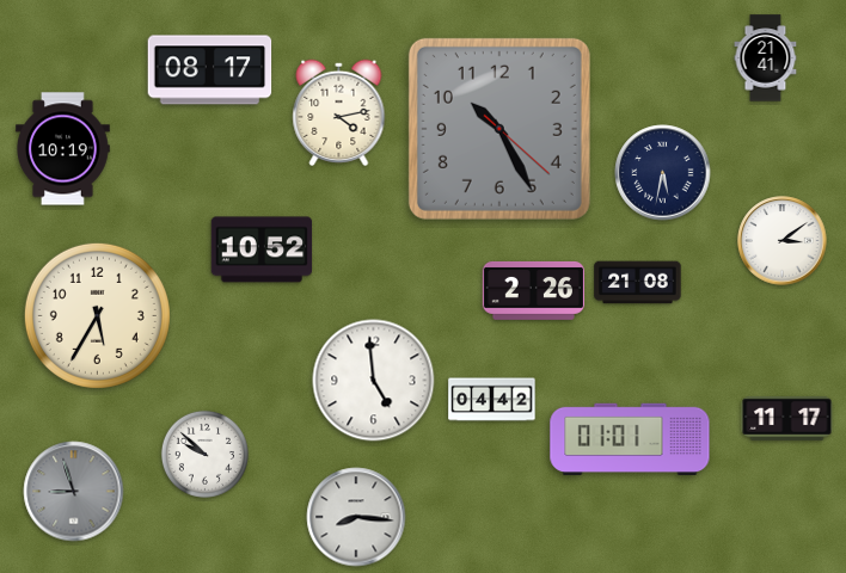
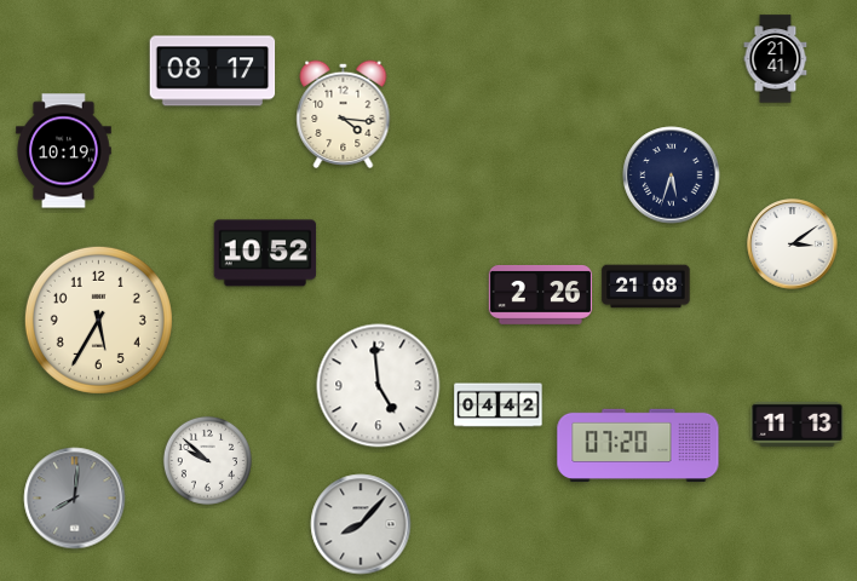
clock at (339, 112): 4:13 -> 4:16
clock at (499, 129): 10:25 -> none
clock at (663, 173): 5:32 -> 5:33
clock at (787, 418): 11:17 -> 11:13
clock at (630, 439): 01:01 -> 07:20
clock at (74, 492): 8:57 -> 8:01
clock at (356, 517): 8:16 -> 8:07
